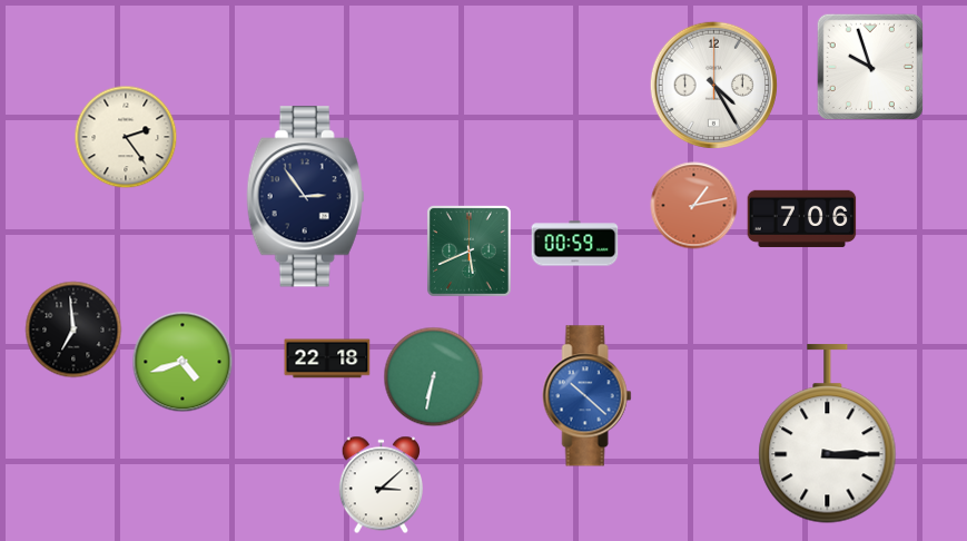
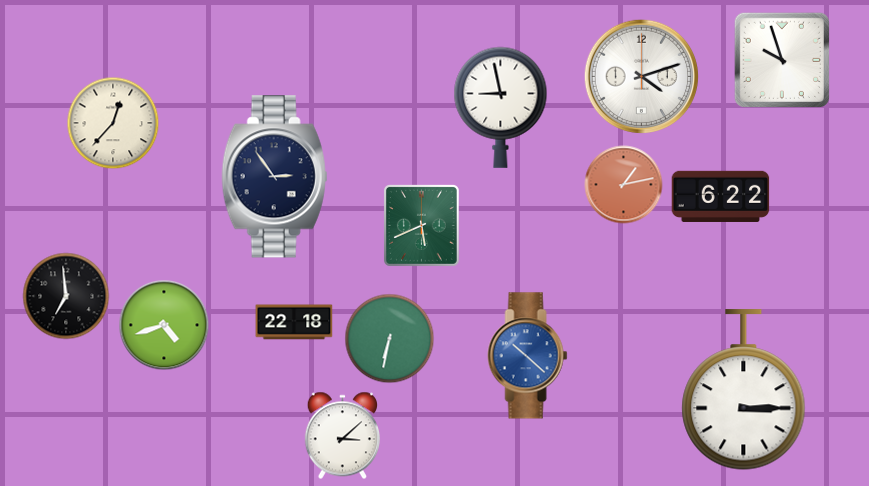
clock at (713, 85): 4:25 -> 4:12
clock at (501, 107): none -> 8:58
clock at (126, 137): 2:24 -> 12:37
clock at (802, 218): 7:06 -> 6:22
clock at (575, 244): 00:59 -> none
